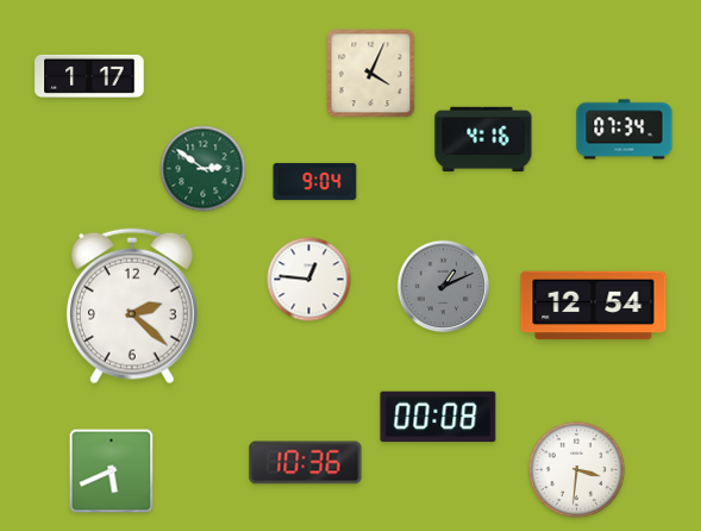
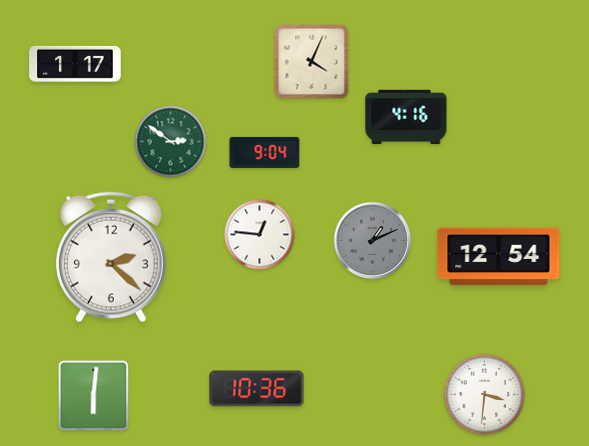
clock at (625, 130): 07:34 -> none
clock at (438, 417): 00:08 -> none
clock at (112, 471): 5:41 -> 6:01
